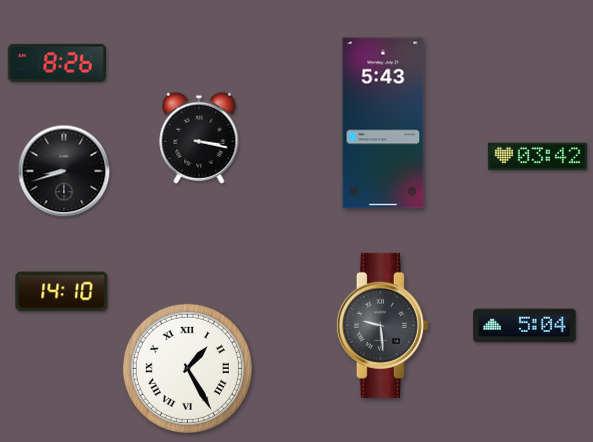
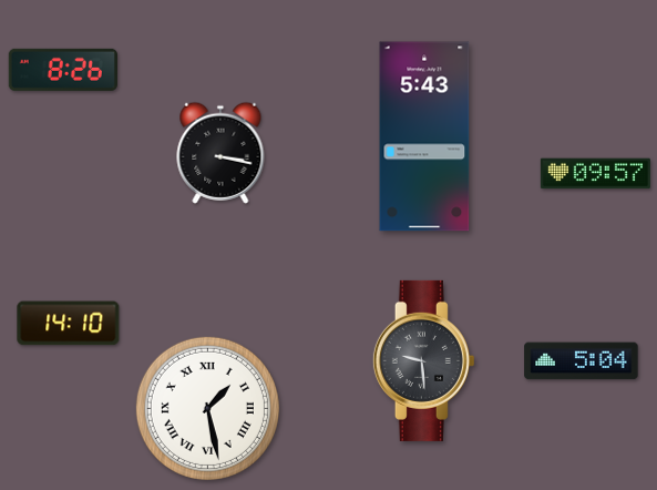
clock at (537, 157): 03:42 -> 09:57
clock at (64, 171): 8:42 -> none
clock at (187, 368): 1:25 -> 1:28
